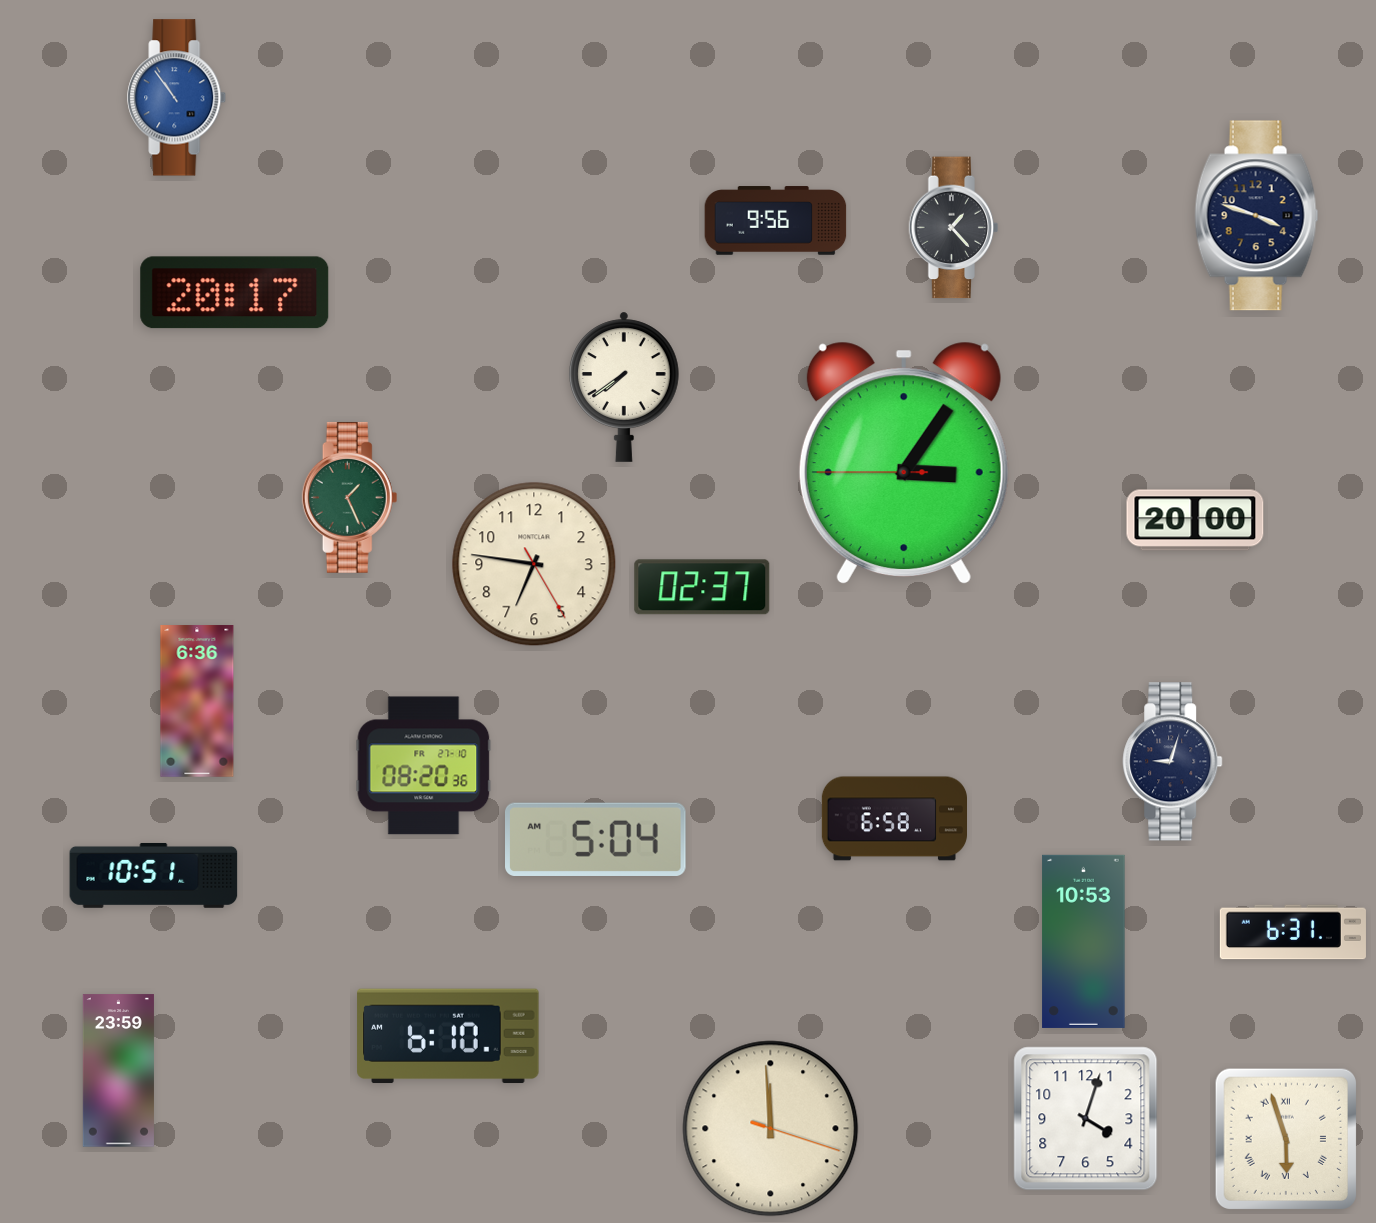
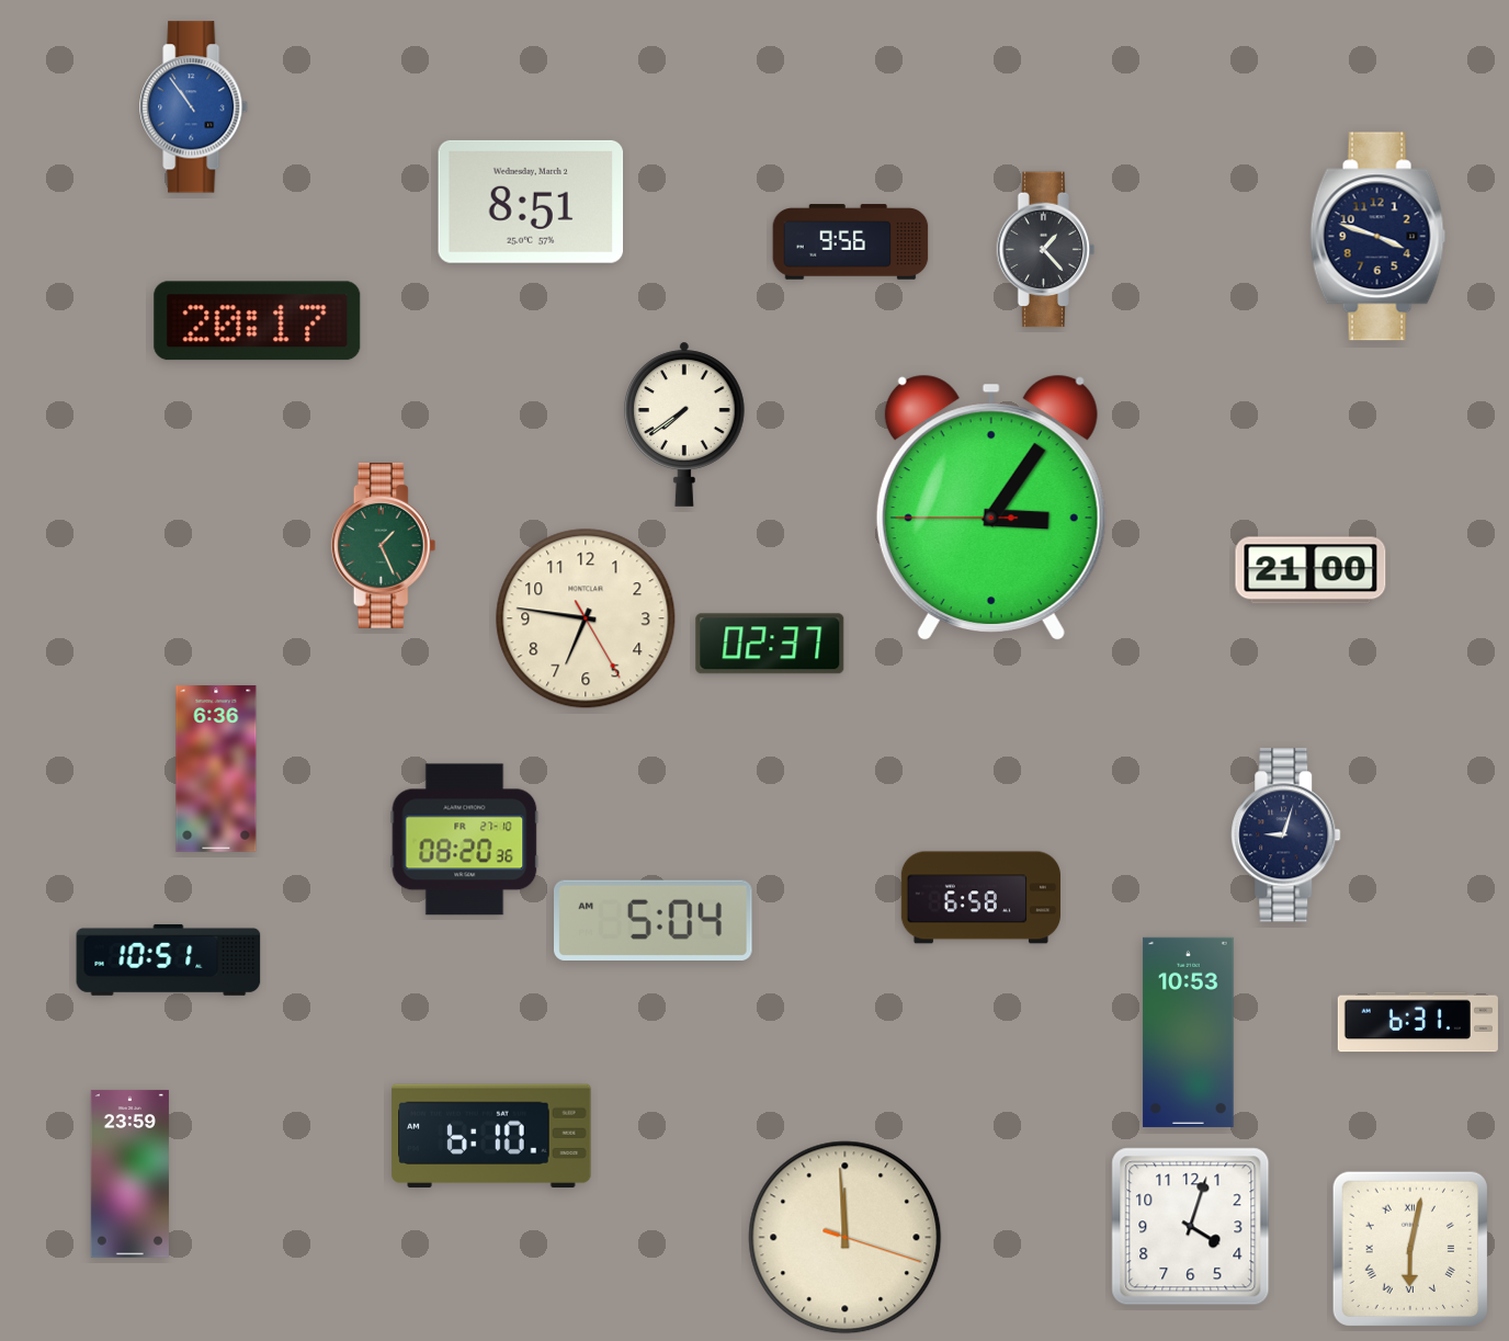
clock at (531, 202): none -> 8:51
clock at (1195, 520): 20:00 -> 21:00
clock at (1286, 1139): 5:57 -> 6:02
